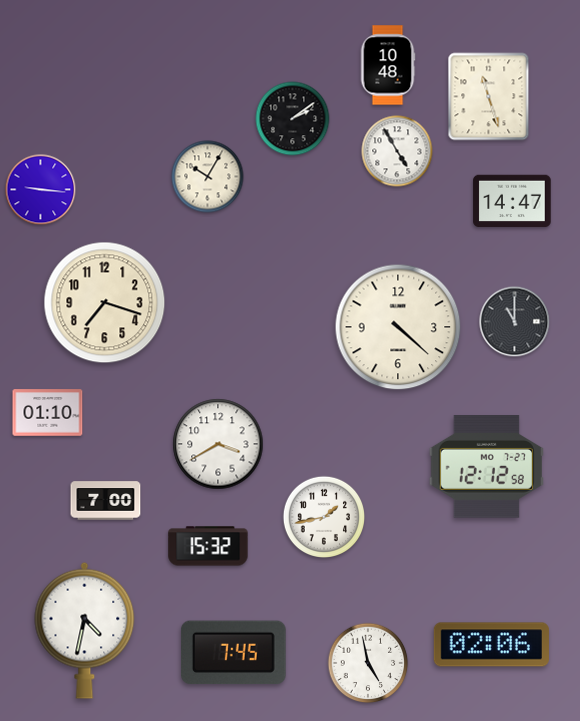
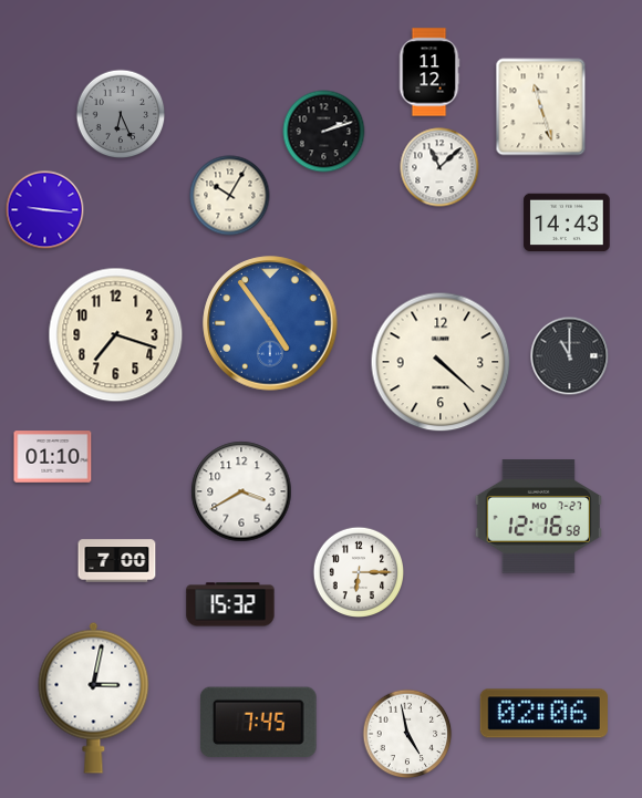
clock at (388, 65): 10:48 -> 11:12
clock at (121, 114): none -> 6:26
clock at (293, 119): 2:09 -> 2:12
clock at (397, 151): 4:55 -> 11:08
clock at (512, 201): 14:47 -> 14:43
clock at (270, 323): none -> 4:54
clock at (486, 467): 12:12 -> 12:16
clock at (106, 501) position: (106, 501) -> (117, 561)
clock at (323, 516): 1:43 -> 6:15
clock at (85, 630): 4:32 -> 3:02
